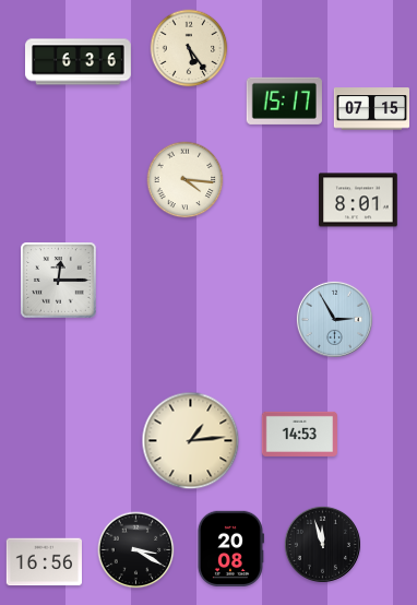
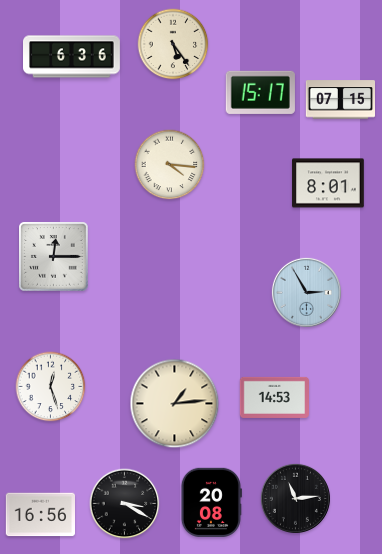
clock at (51, 387): none -> 12:27
clock at (322, 544): 11:57 -> 11:14
